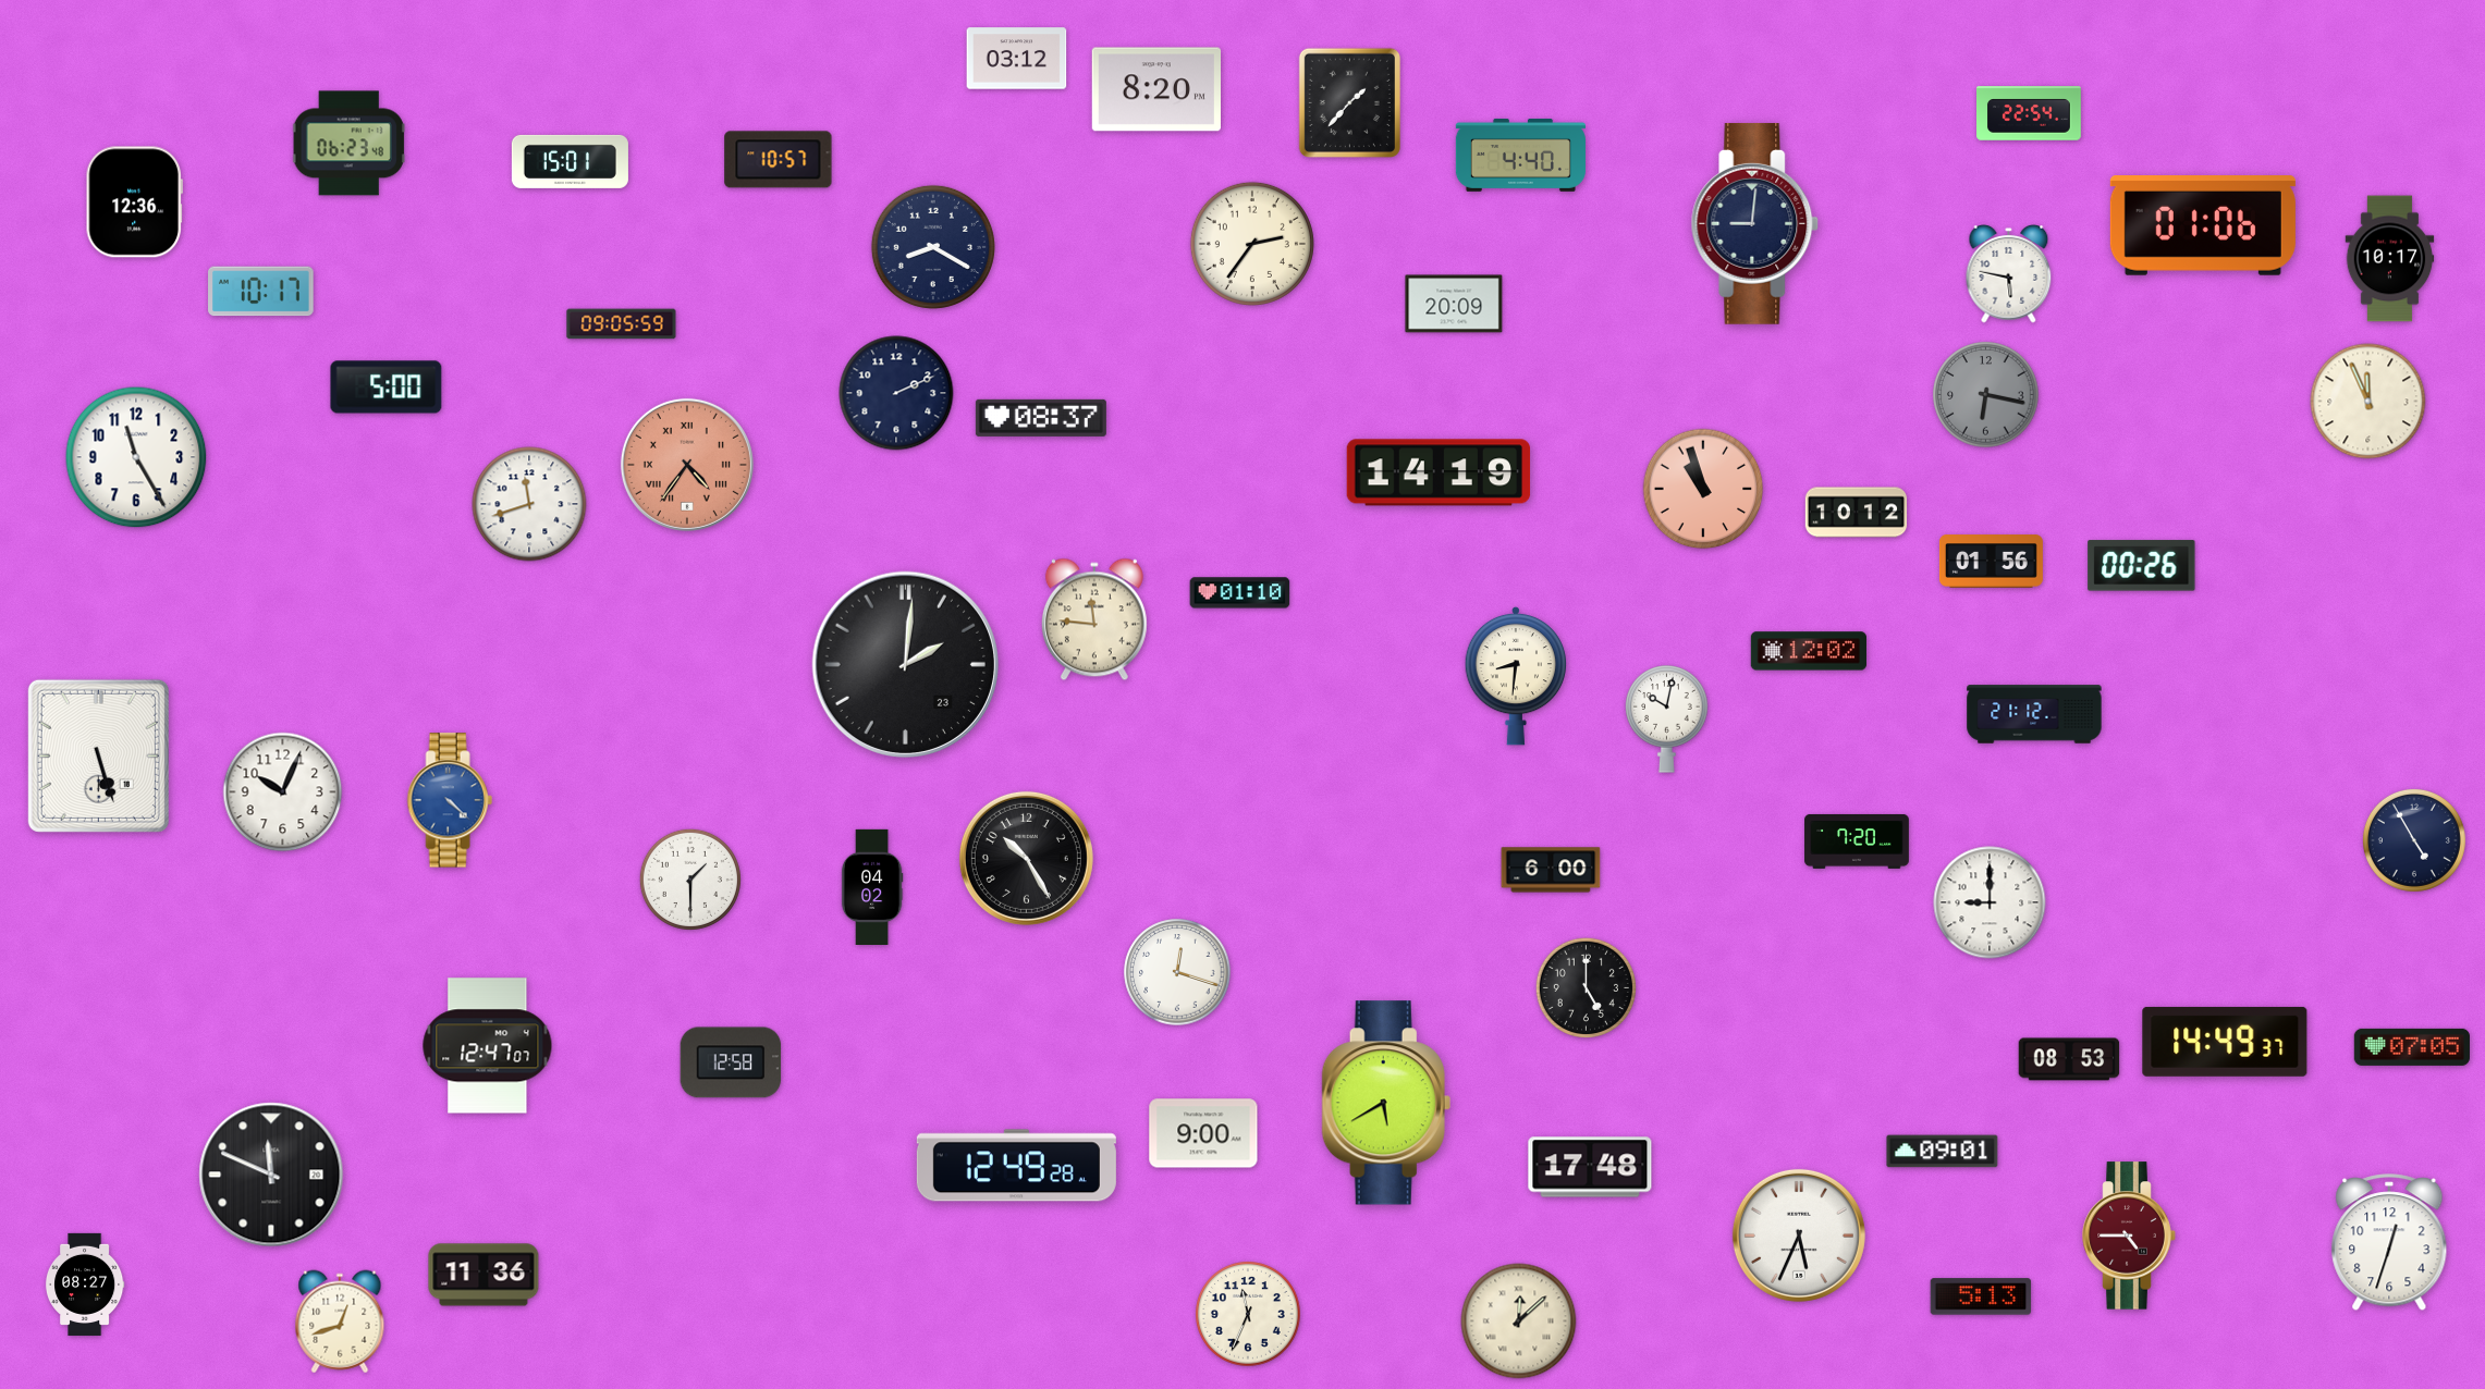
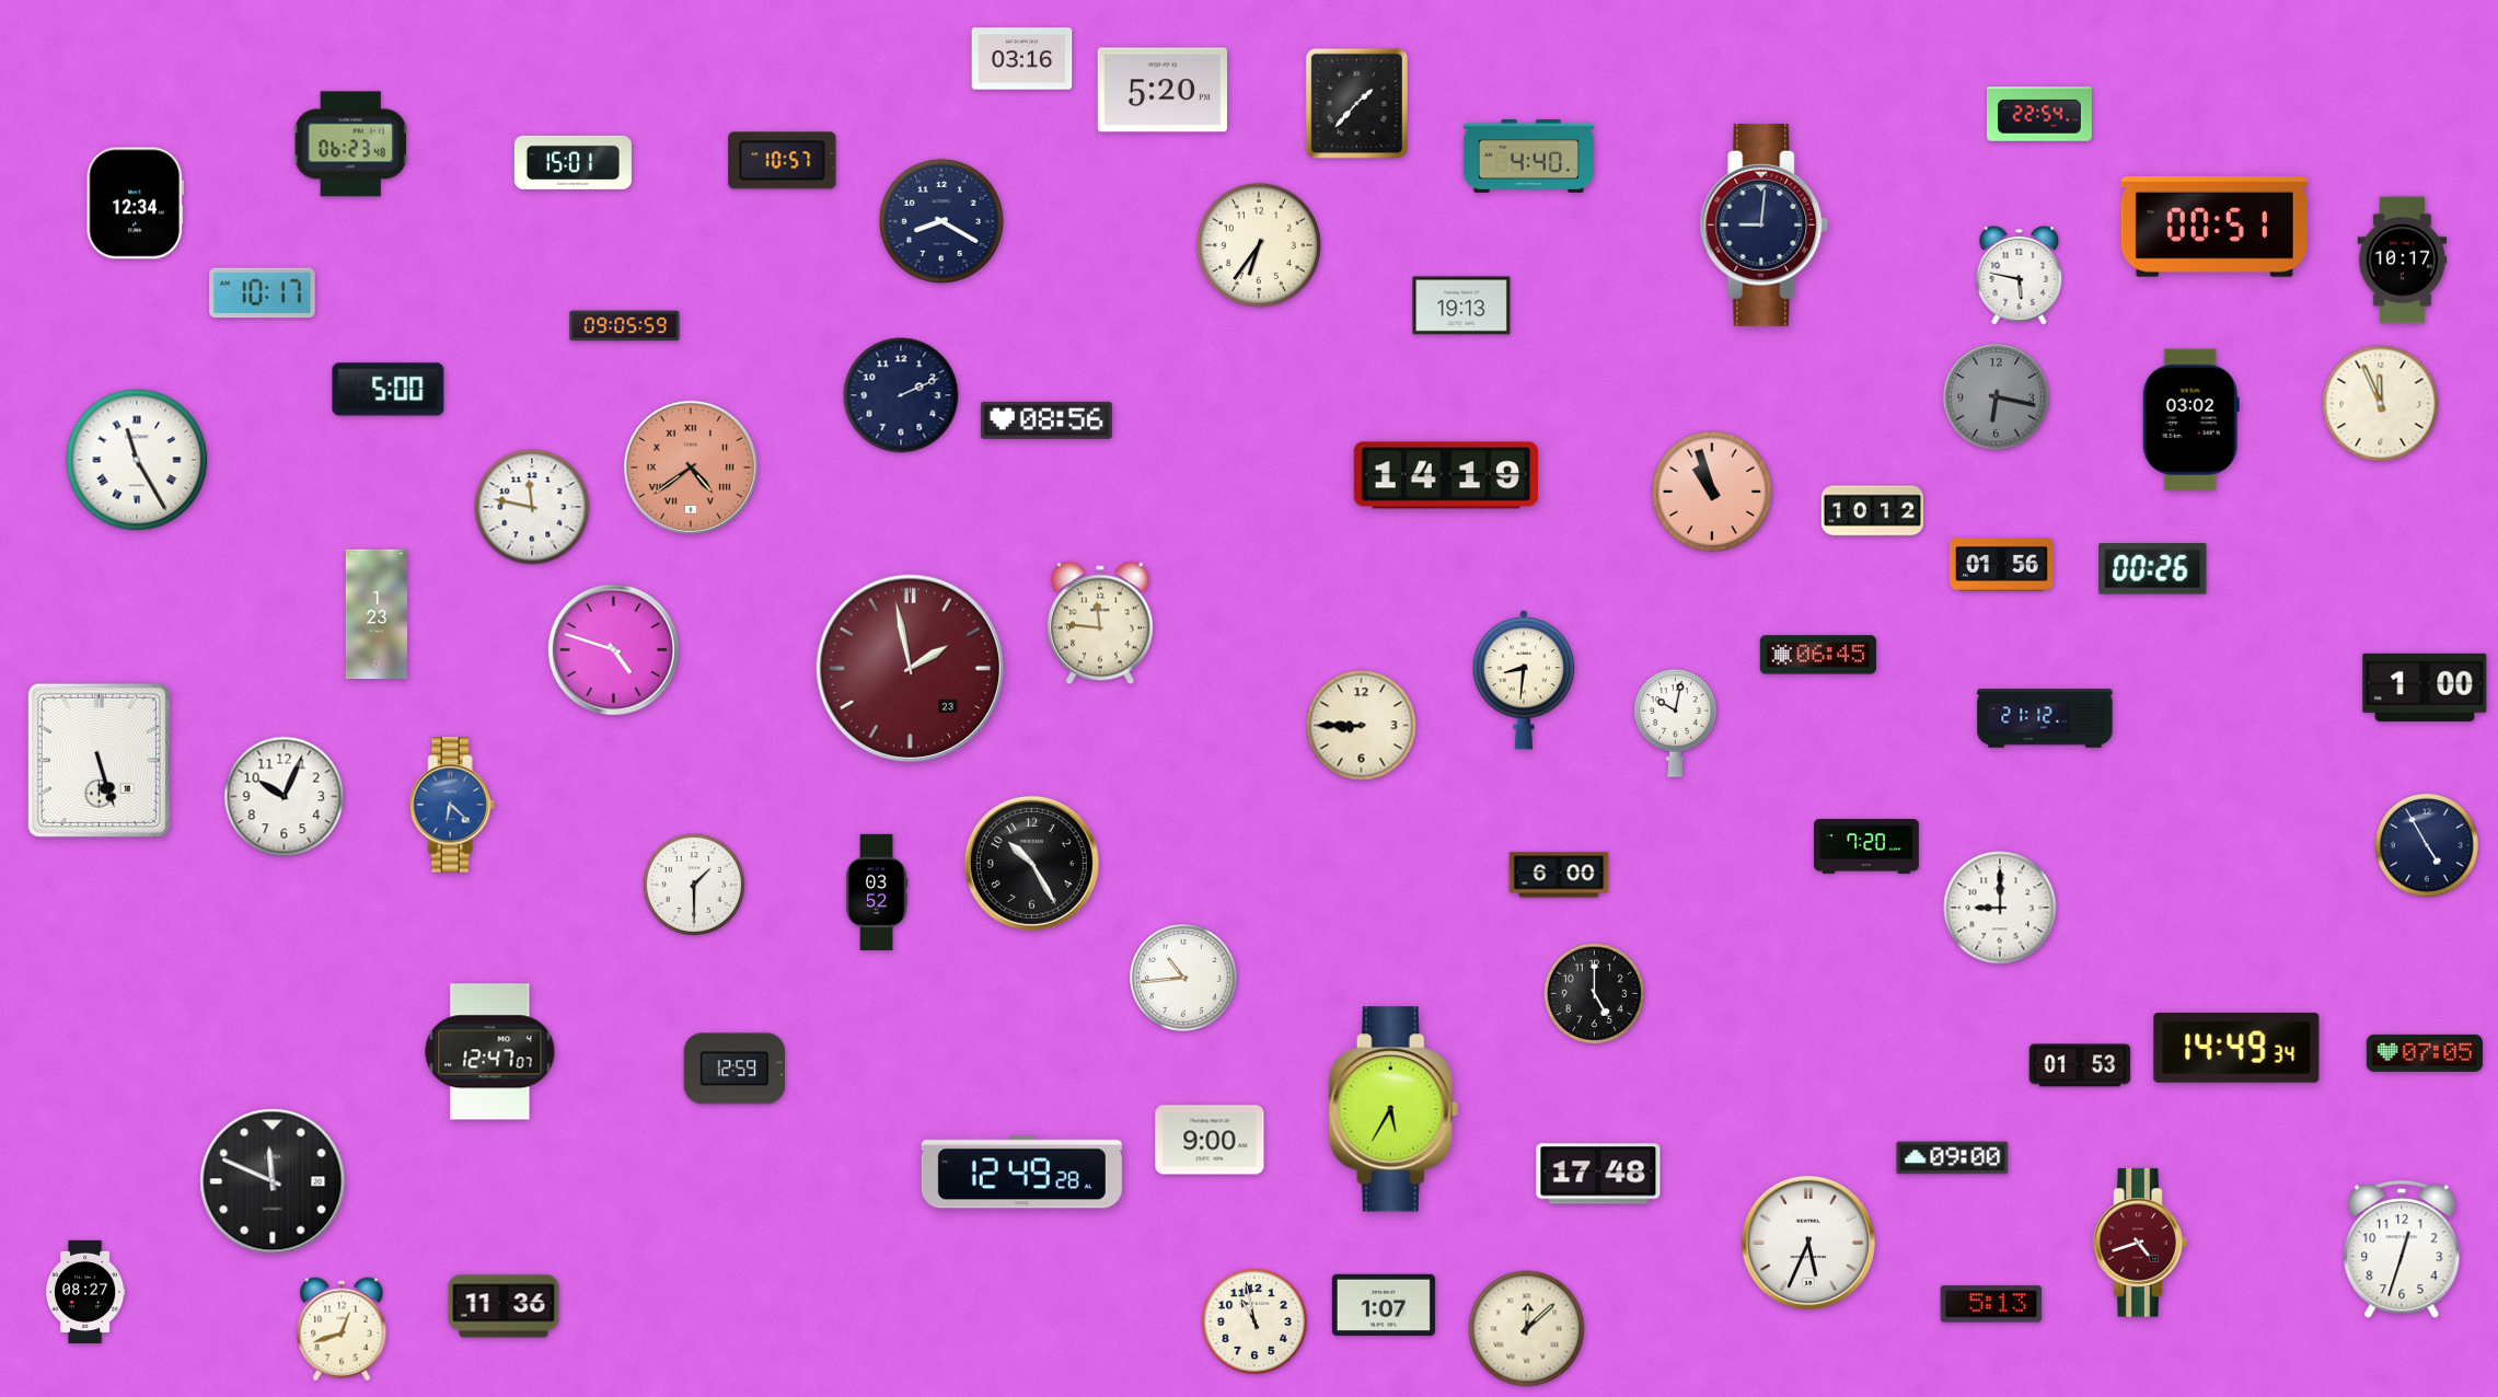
clock at (1017, 59): 03:12 -> 03:16
clock at (1155, 89): 8:20 -> 5:20
clock at (134, 202): 12:36 -> 12:34
clock at (2203, 226): 01:06 -> 00:51
clock at (1252, 244): 2:36 -> 6:36
clock at (933, 247) position: (933, 247) -> (941, 221)
clock at (1454, 304): 20:09 -> 19:13
clock at (1041, 418): 08:37 -> 08:56
clock at (2190, 420): none -> 03:02
clock at (136, 457) numerals: Arabic -> Roman
clock at (687, 465): 4:36 -> 4:39
clock at (529, 504): 11:42 -> 11:47
clock at (1857, 513) position: (1857, 513) -> (1873, 511)
clock at (1240, 593): 01:10 -> none
clock at (377, 614): none -> 1:23
clock at (613, 649): none -> 4:48
clock at (1809, 651): 12:02 -> 06:45
clock at (905, 664): 2:01 -> 1:58
clock at (905, 664) dial: black -> burgundy
clock at (2425, 688): none -> 1:00
clock at (1362, 726): none -> 8:45
clock at (450, 800): 4:22 -> 6:22
clock at (872, 886): 04:02 -> 03:52
clock at (1177, 972): 12:18 -> 10:44
clock at (2225, 1042): 14:49:37 -> 14:49:34
clock at (2069, 1059): 08:53 -> 01:53
clock at (731, 1062): 12:58 -> 12:59
clock at (1386, 1103): 5:40 -> 5:35
clock at (1943, 1152): 09:01 -> 09:00
clock at (2129, 1236): 4:45 -> 4:42
clock at (483, 1275) position: (483, 1275) -> (504, 1306)
clock at (1384, 1304): none -> 1:07
clock at (1249, 1315): 11:34 -> 10:58
